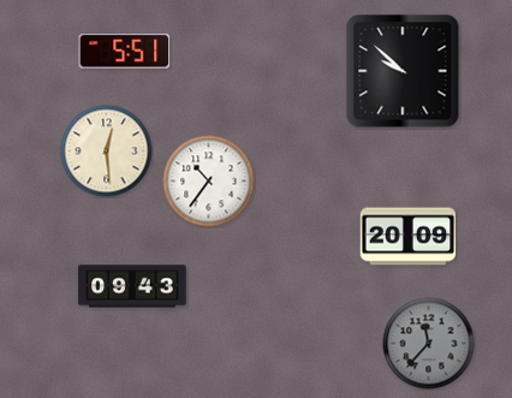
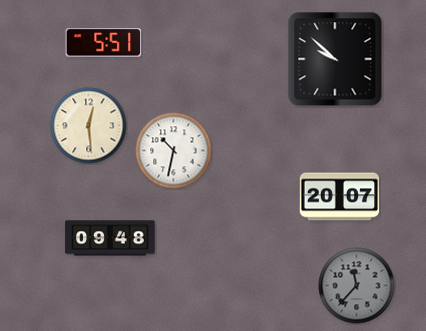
clock at (209, 182): 10:36 -> 10:32
clock at (409, 237): 20:09 -> 20:07
clock at (132, 286): 09:43 -> 09:48
